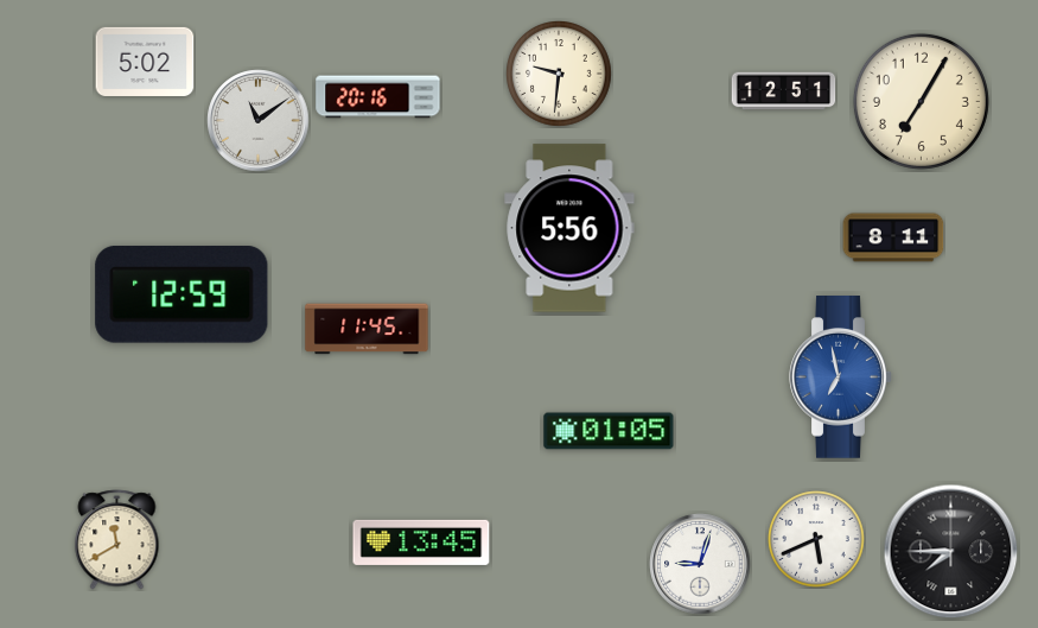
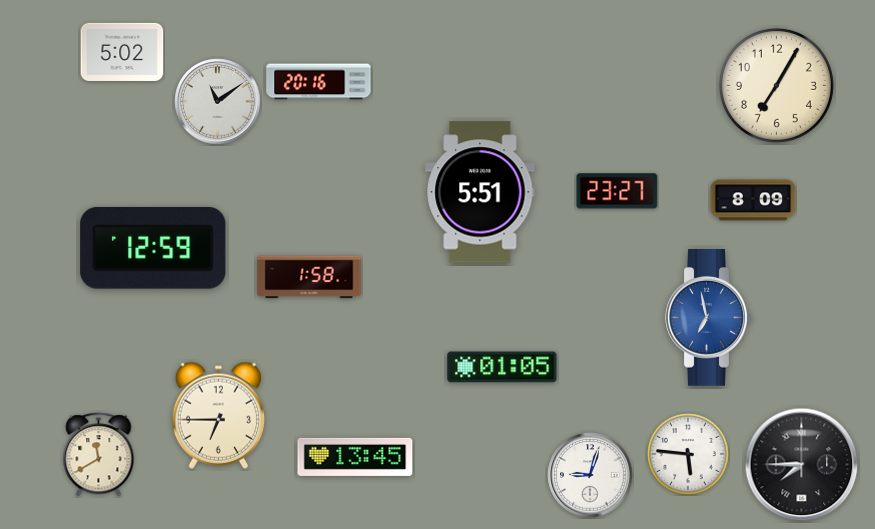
clock at (560, 75): 9:31 -> none
clock at (784, 91): 12:51 -> none
clock at (617, 191): none -> 23:27
clock at (569, 228): 5:56 -> 5:51
clock at (893, 237): 8:11 -> 8:09
clock at (367, 329): 11:45 -> 1:58
clock at (609, 431) position: (609, 431) -> (502, 367)
clock at (218, 415): none -> 6:45
clock at (816, 539): 5:41 -> 5:46
